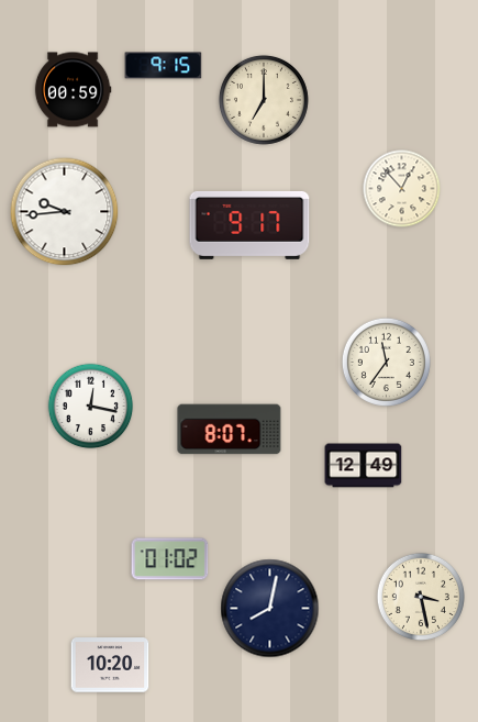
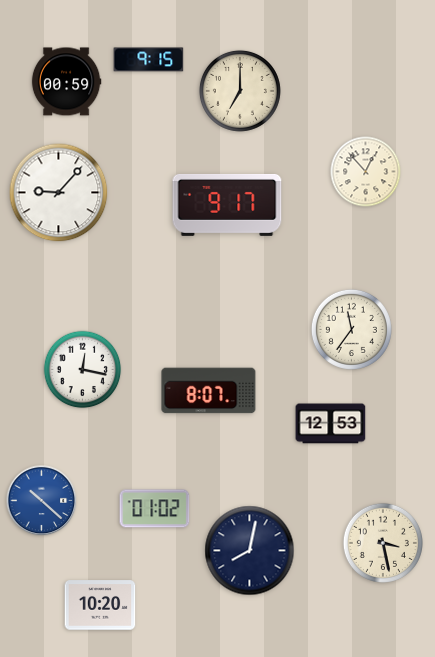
clock at (65, 212): 9:44 -> 9:07
clock at (364, 466): 12:49 -> 12:53
clock at (42, 501): none -> 10:22
clock at (270, 609) position: (270, 609) -> (250, 551)
